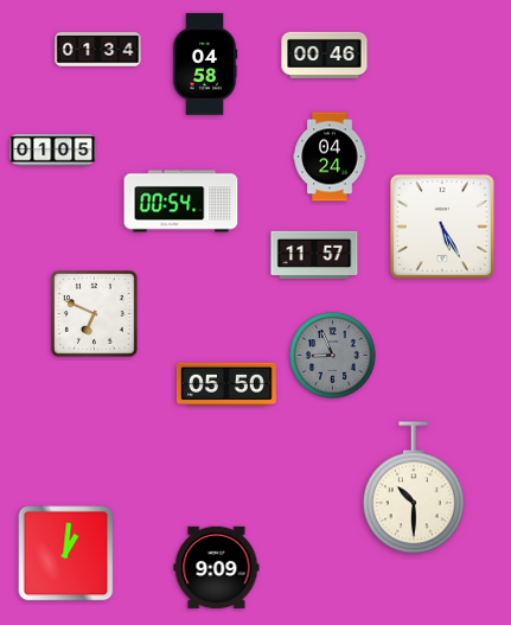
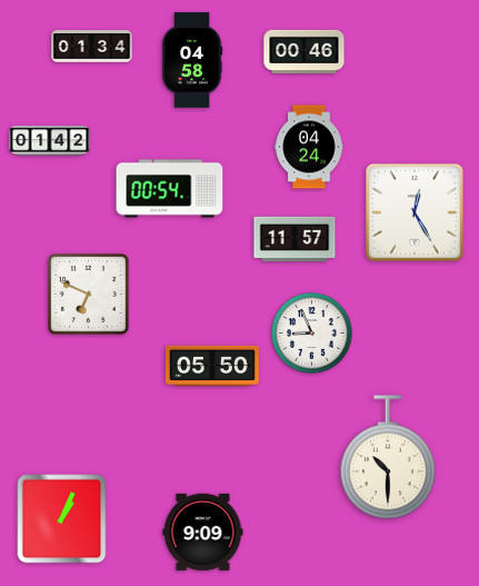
clock at (53, 151): 01:05 -> 01:42
clock at (442, 227): 5:25 -> 12:25
clock at (333, 356) dial: grey -> white
clock at (226, 383) position: (226, 383) -> (212, 365)
clock at (66, 554): 1:01 -> 1:04
